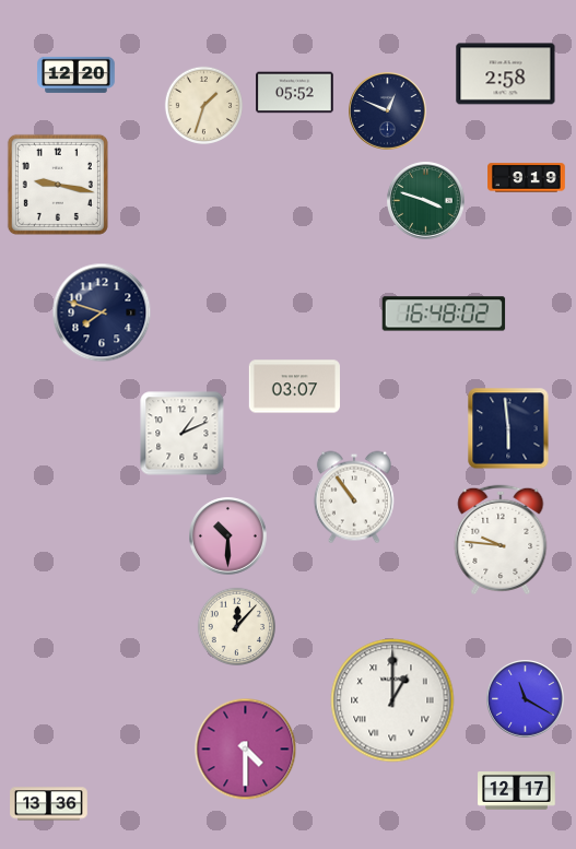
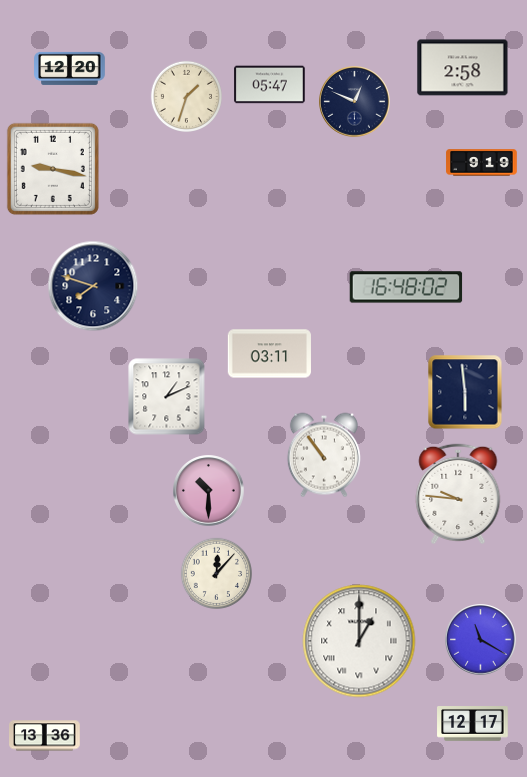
clock at (295, 93): 05:52 -> 05:47
clock at (426, 201): 3:48 -> none
clock at (294, 387): 03:07 -> 03:11
clock at (246, 750): 4:30 -> none
